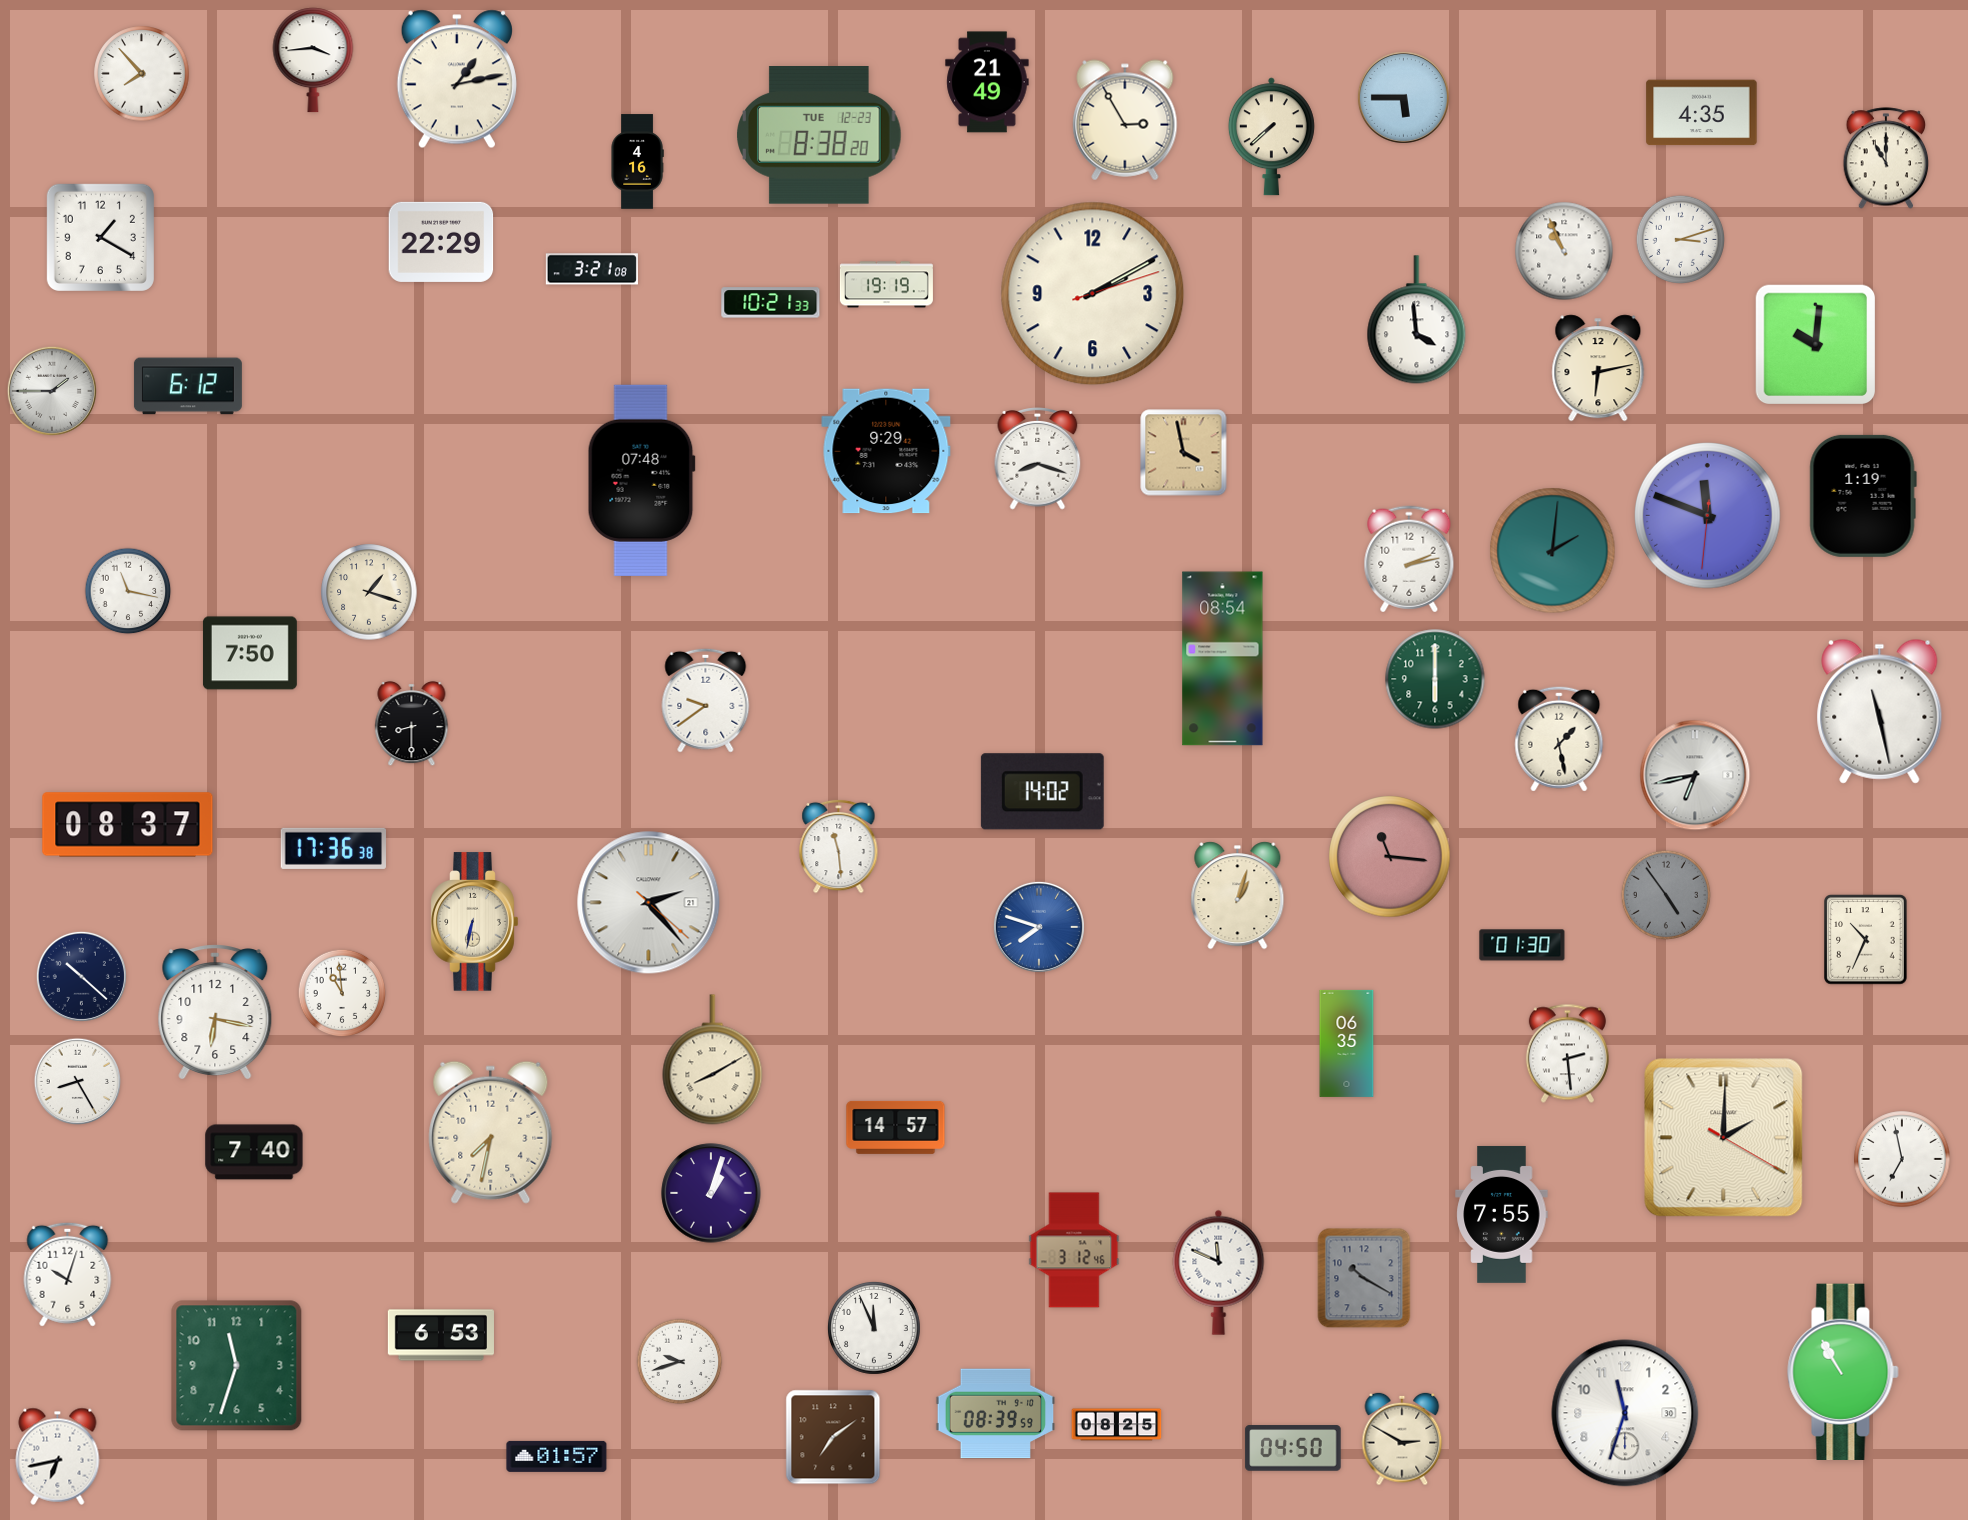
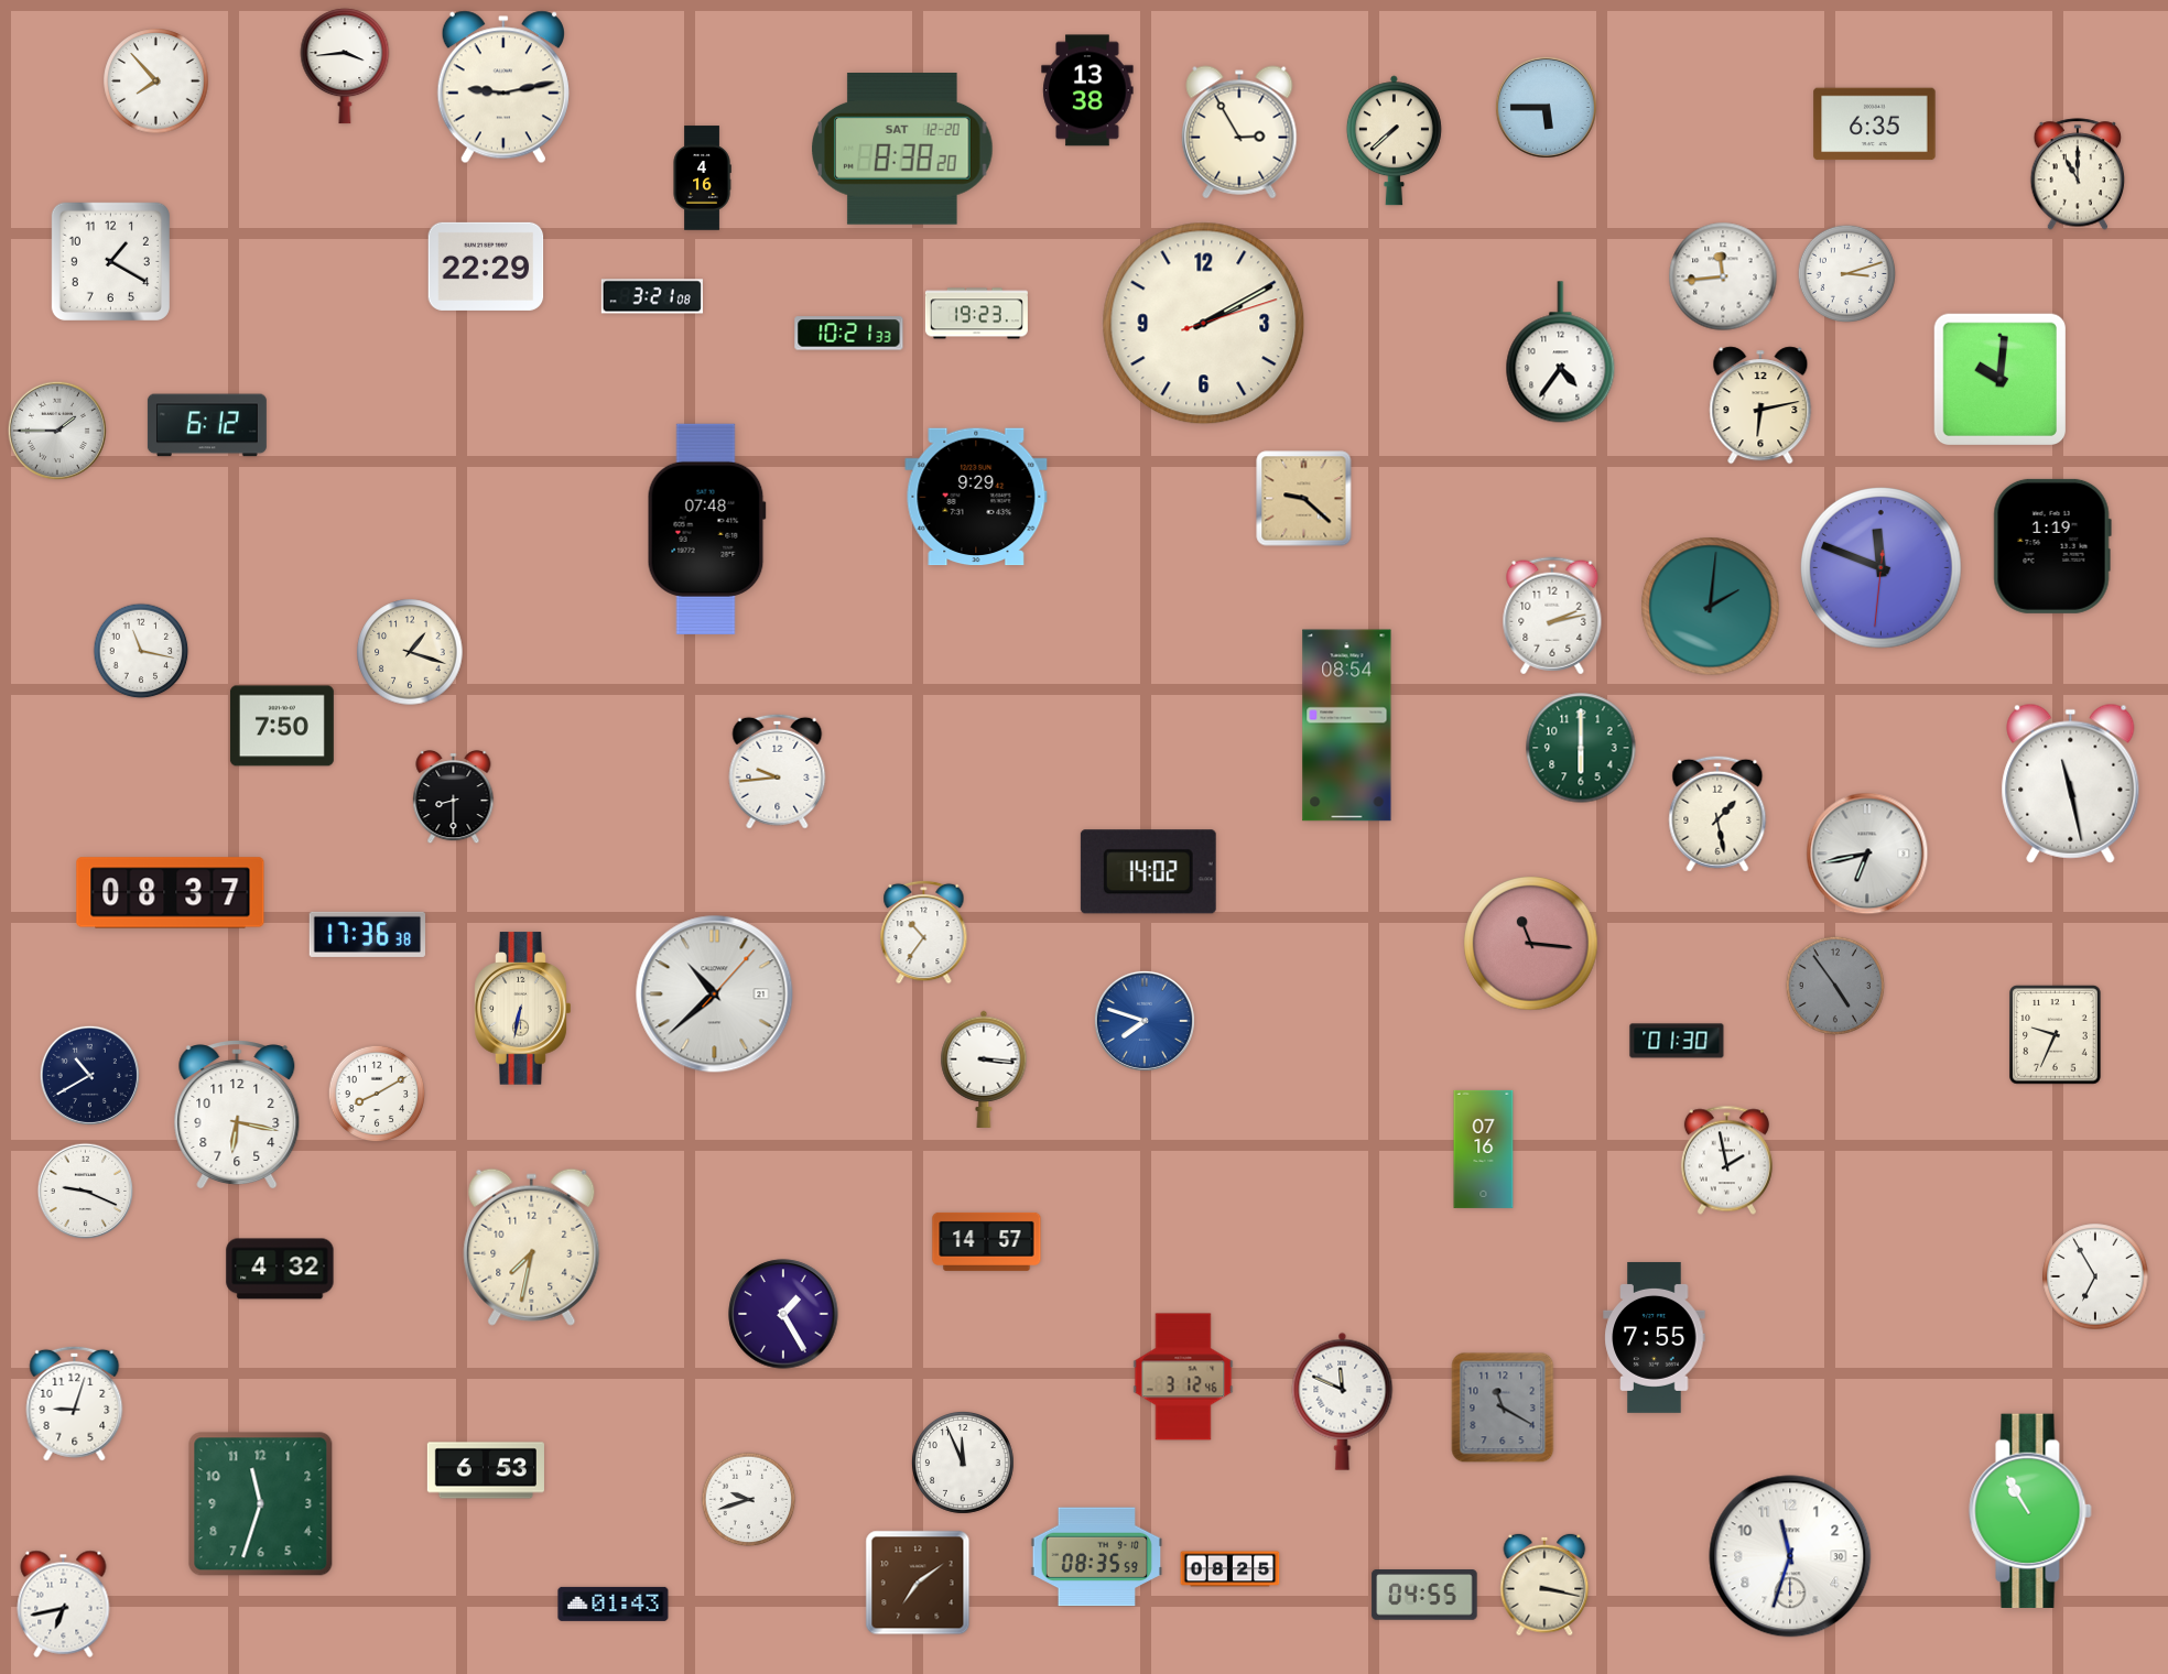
clock at (457, 79): 1:13 -> 9:13
clock at (987, 82): 21:49 -> 13:38
clock at (1702, 113): 4:35 -> 6:35
clock at (819, 136) date: TUE 12-23 -> SAT 12-20
clock at (1271, 137) position: (1271, 137) -> (1394, 141)
clock at (1680, 239) position: (1680, 239) -> (1846, 273)
clock at (1564, 251): 10:56 -> 11:44
clock at (886, 285): 19:19 -> 19:23
clock at (1417, 320): 3:59 -> 4:36
clock at (1184, 453): 3:58 -> 9:22
clock at (1038, 459): 8:18 -> none
clock at (369, 592) position: (369, 592) -> (410, 652)
clock at (250, 653) position: (250, 653) -> (282, 726)
clock at (706, 700): 9:39 -> 9:44
clock at (128, 825) position: (128, 825) -> (171, 893)
clock at (839, 846): 11:29 -> 10:36
clock at (1238, 896): 1:03 -> none
clock at (649, 903): 2:23 -> 10:38
clock at (475, 922) position: (475, 922) -> (523, 1009)
clock at (1866, 940): 10:34 -> 9:34
clock at (984, 1069): none -> 3:16
clock at (81, 976): 10:22 -> 10:40
clock at (342, 993): 10:59 -> 8:10
clock at (1347, 1043): 06:35 -> 07:16
clock at (1567, 1054): 2:29 -> 1:58
clock at (713, 1060): 8:10 -> none
clock at (78, 1082): 8:25 -> 9:19
clock at (491, 1132) position: (491, 1132) -> (532, 1247)
clock at (1724, 1138): 2:00 -> none
clock at (254, 1152): 7:40 -> 4:32
clock at (1902, 1159): 6:58 -> 6:55
clock at (711, 1193): 1:03 -> 1:25
clock at (68, 1274): 10:03 -> 9:03
clock at (1364, 1278): 10:20 -> 11:20
clock at (996, 1414): 08:39 -> 08:35
clock at (1402, 1439): 2:50 -> 3:17
clock at (1293, 1448): 04:50 -> 04:55
clock at (557, 1456): 01:57 -> 01:43
